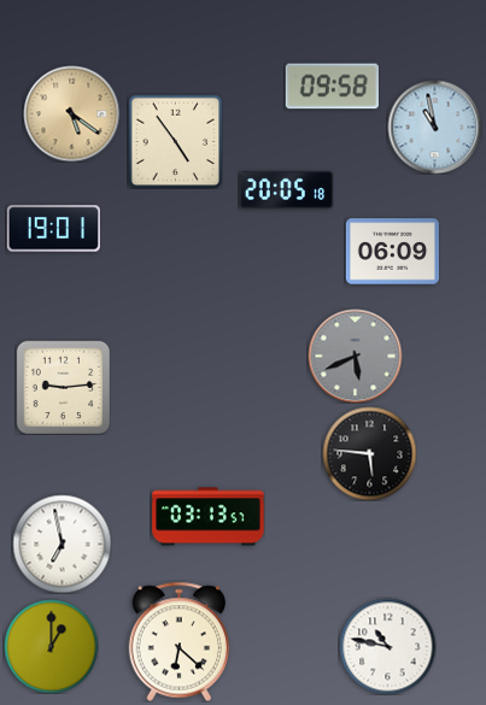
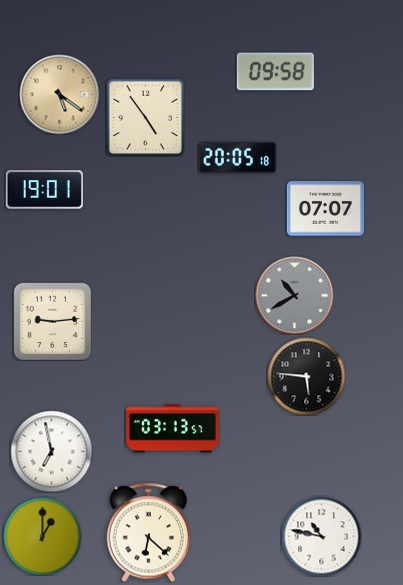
clock at (434, 127): 10:58 -> none
clock at (392, 252): 06:09 -> 07:07
clock at (355, 356): 5:41 -> 10:40
